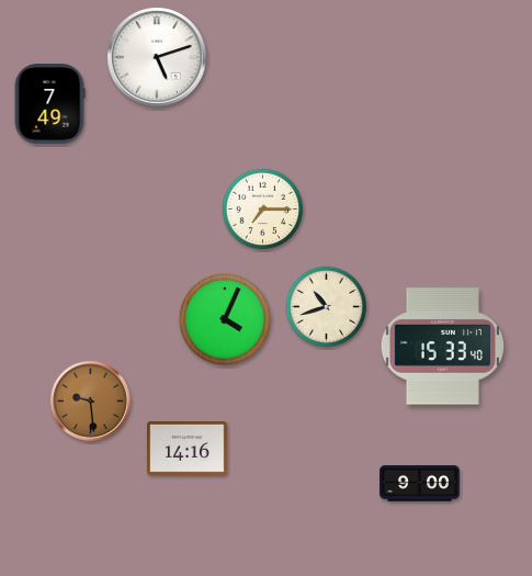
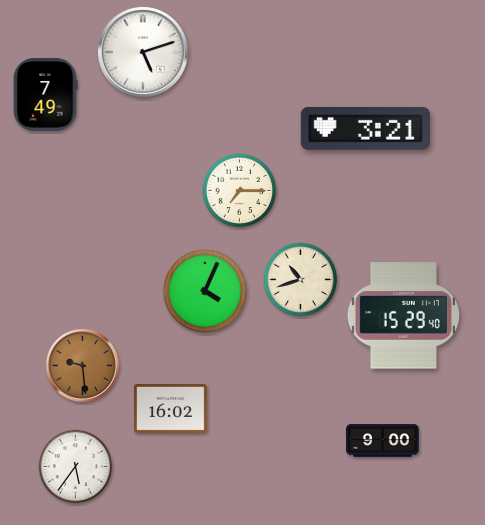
clock at (365, 128): none -> 3:21
clock at (327, 307) position: (327, 307) -> (301, 280)
clock at (442, 347): 15:33 -> 15:29
clock at (188, 449): 14:16 -> 16:02
clock at (76, 467): none -> 5:36
